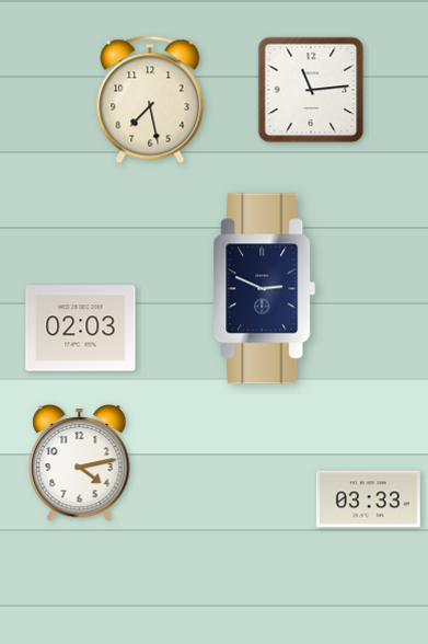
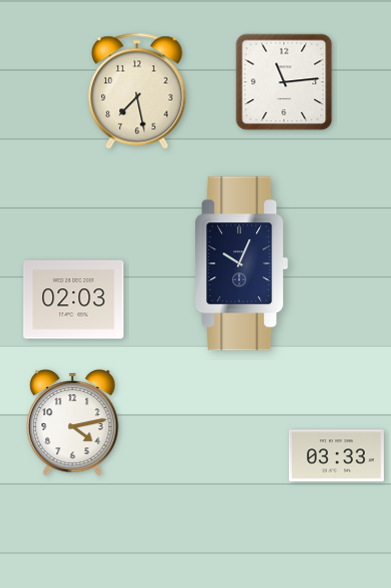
clock at (265, 289): 2:49 -> 10:04
